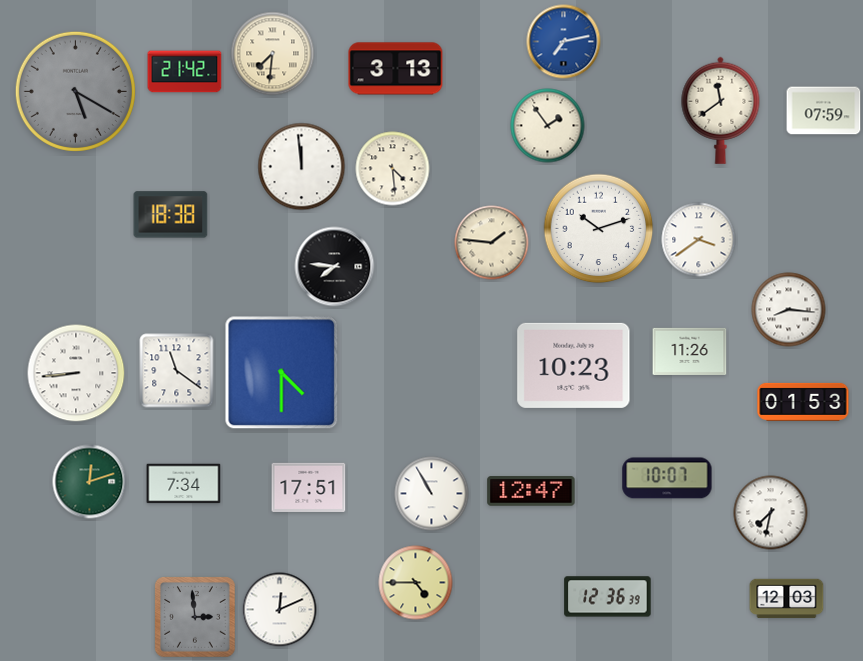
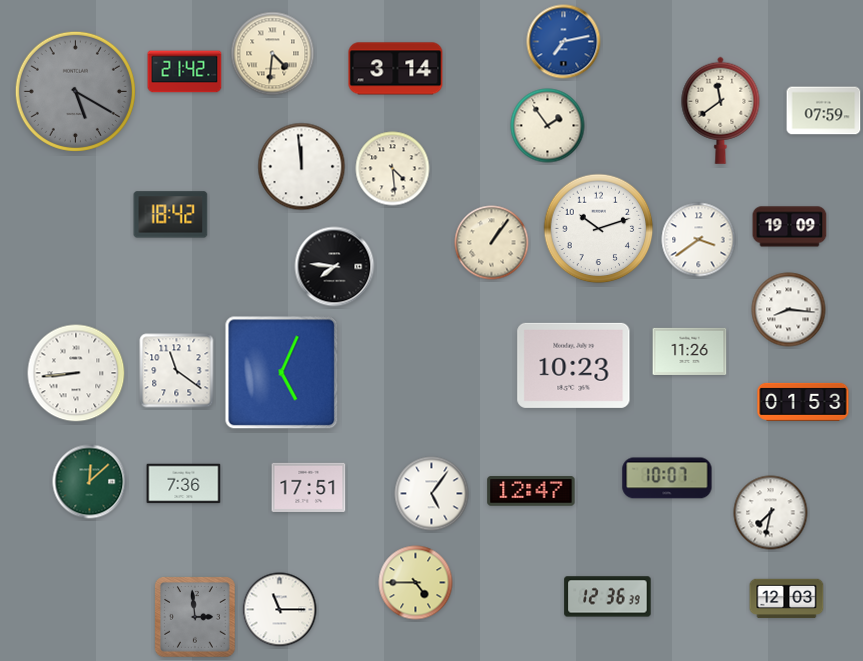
clock at (273, 54): 7:31 -> 4:31
clock at (396, 69): 3:13 -> 3:14
clock at (171, 215): 18:38 -> 18:42
clock at (790, 227): none -> 19:09
clock at (492, 243): 1:46 -> 1:06
clock at (282, 373): 4:30 -> 5:04
clock at (90, 482): 12:12 -> 12:08
clock at (184, 484): 7:34 -> 7:36
clock at (432, 494): 10:55 -> 5:06
clock at (280, 610): 12:11 -> 11:15
